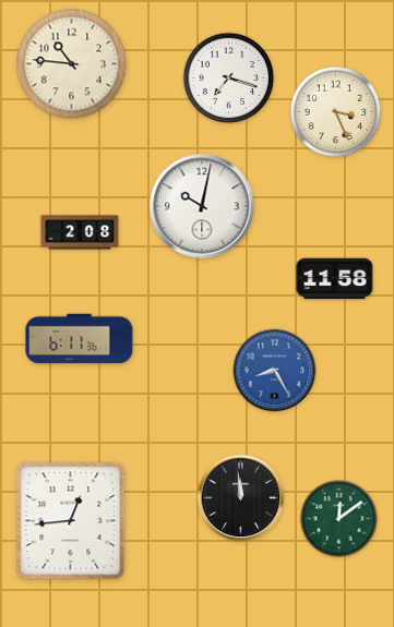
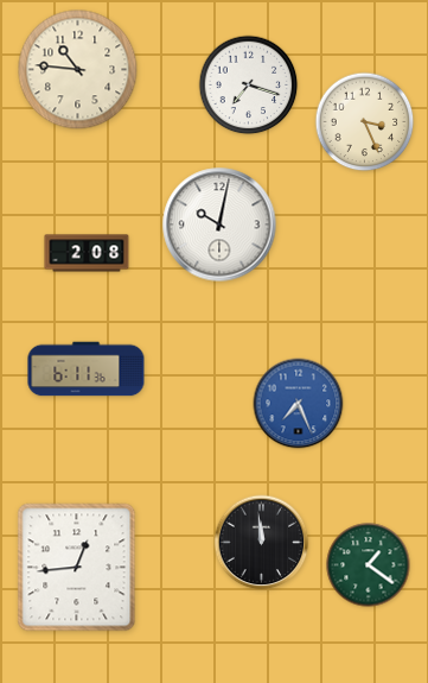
clock at (335, 279): 11:58 -> none
clock at (275, 371): 8:25 -> 7:26
clock at (339, 519): 12:09 -> 1:21
